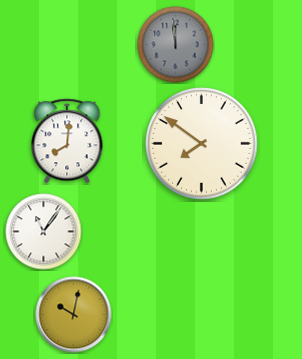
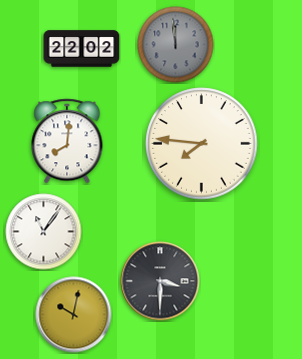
clock at (82, 49): none -> 22:02
clock at (202, 144): 7:51 -> 7:46
clock at (160, 281): none -> 3:30
